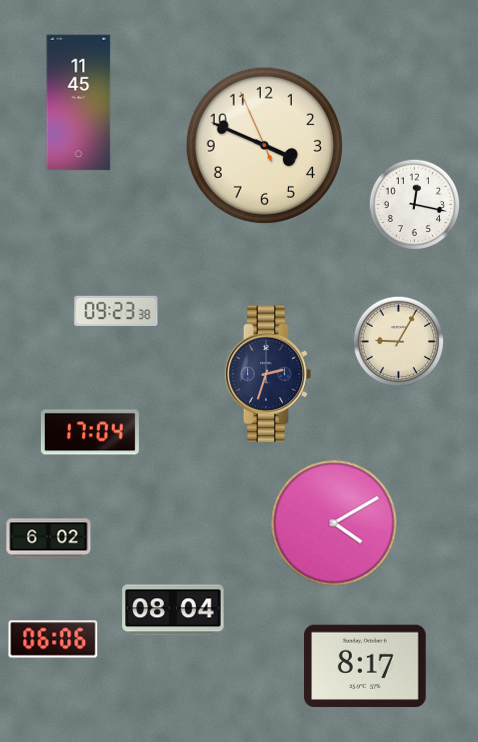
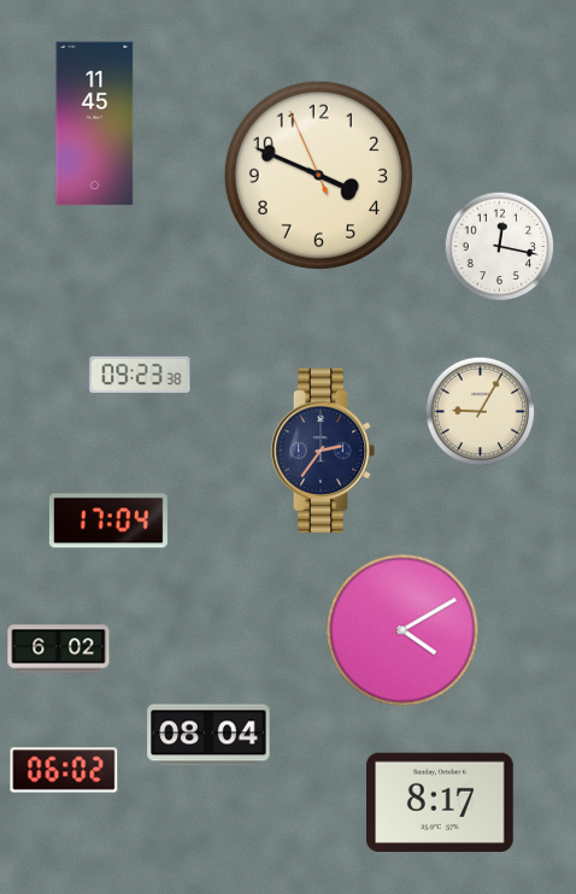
clock at (268, 374): 2:33 -> 2:36
clock at (53, 639): 06:06 -> 06:02
